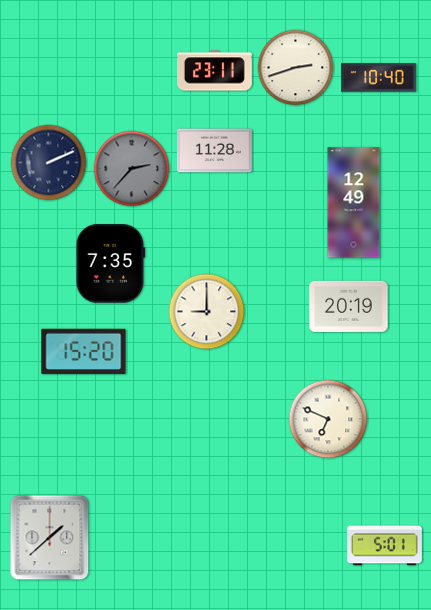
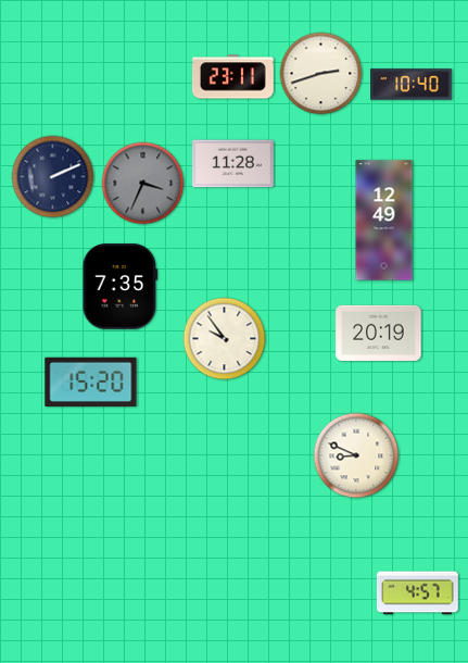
clock at (132, 169): 2:37 -> 3:34
clock at (207, 312): 9:00 -> 9:54
clock at (328, 419): 6:49 -> 8:49
clock at (50, 538): 1:38 -> none
clock at (384, 546): 5:01 -> 4:57
